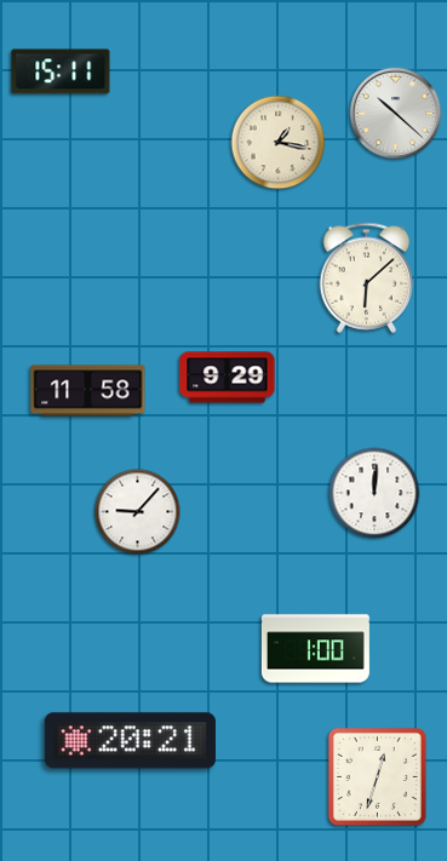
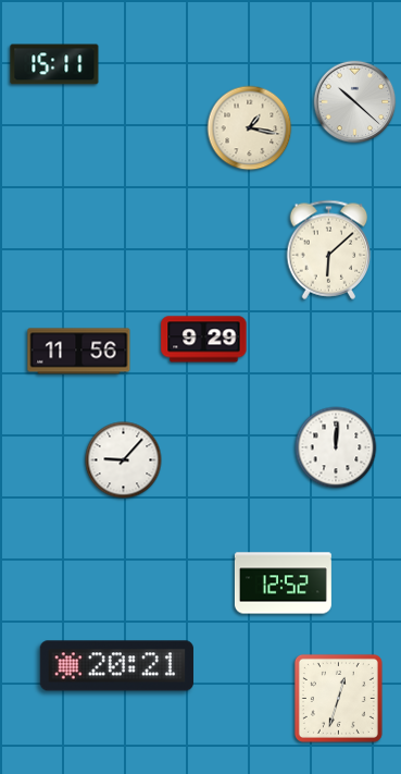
clock at (88, 391): 11:58 -> 11:56
clock at (374, 493) position: (374, 493) -> (336, 447)
clock at (315, 649): 1:00 -> 12:52
